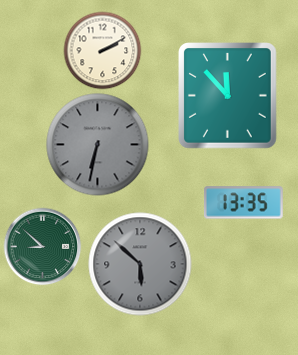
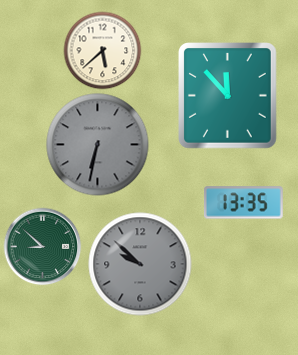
clock at (102, 50): 2:10 -> 5:38
clock at (140, 264): 5:52 -> 9:52
